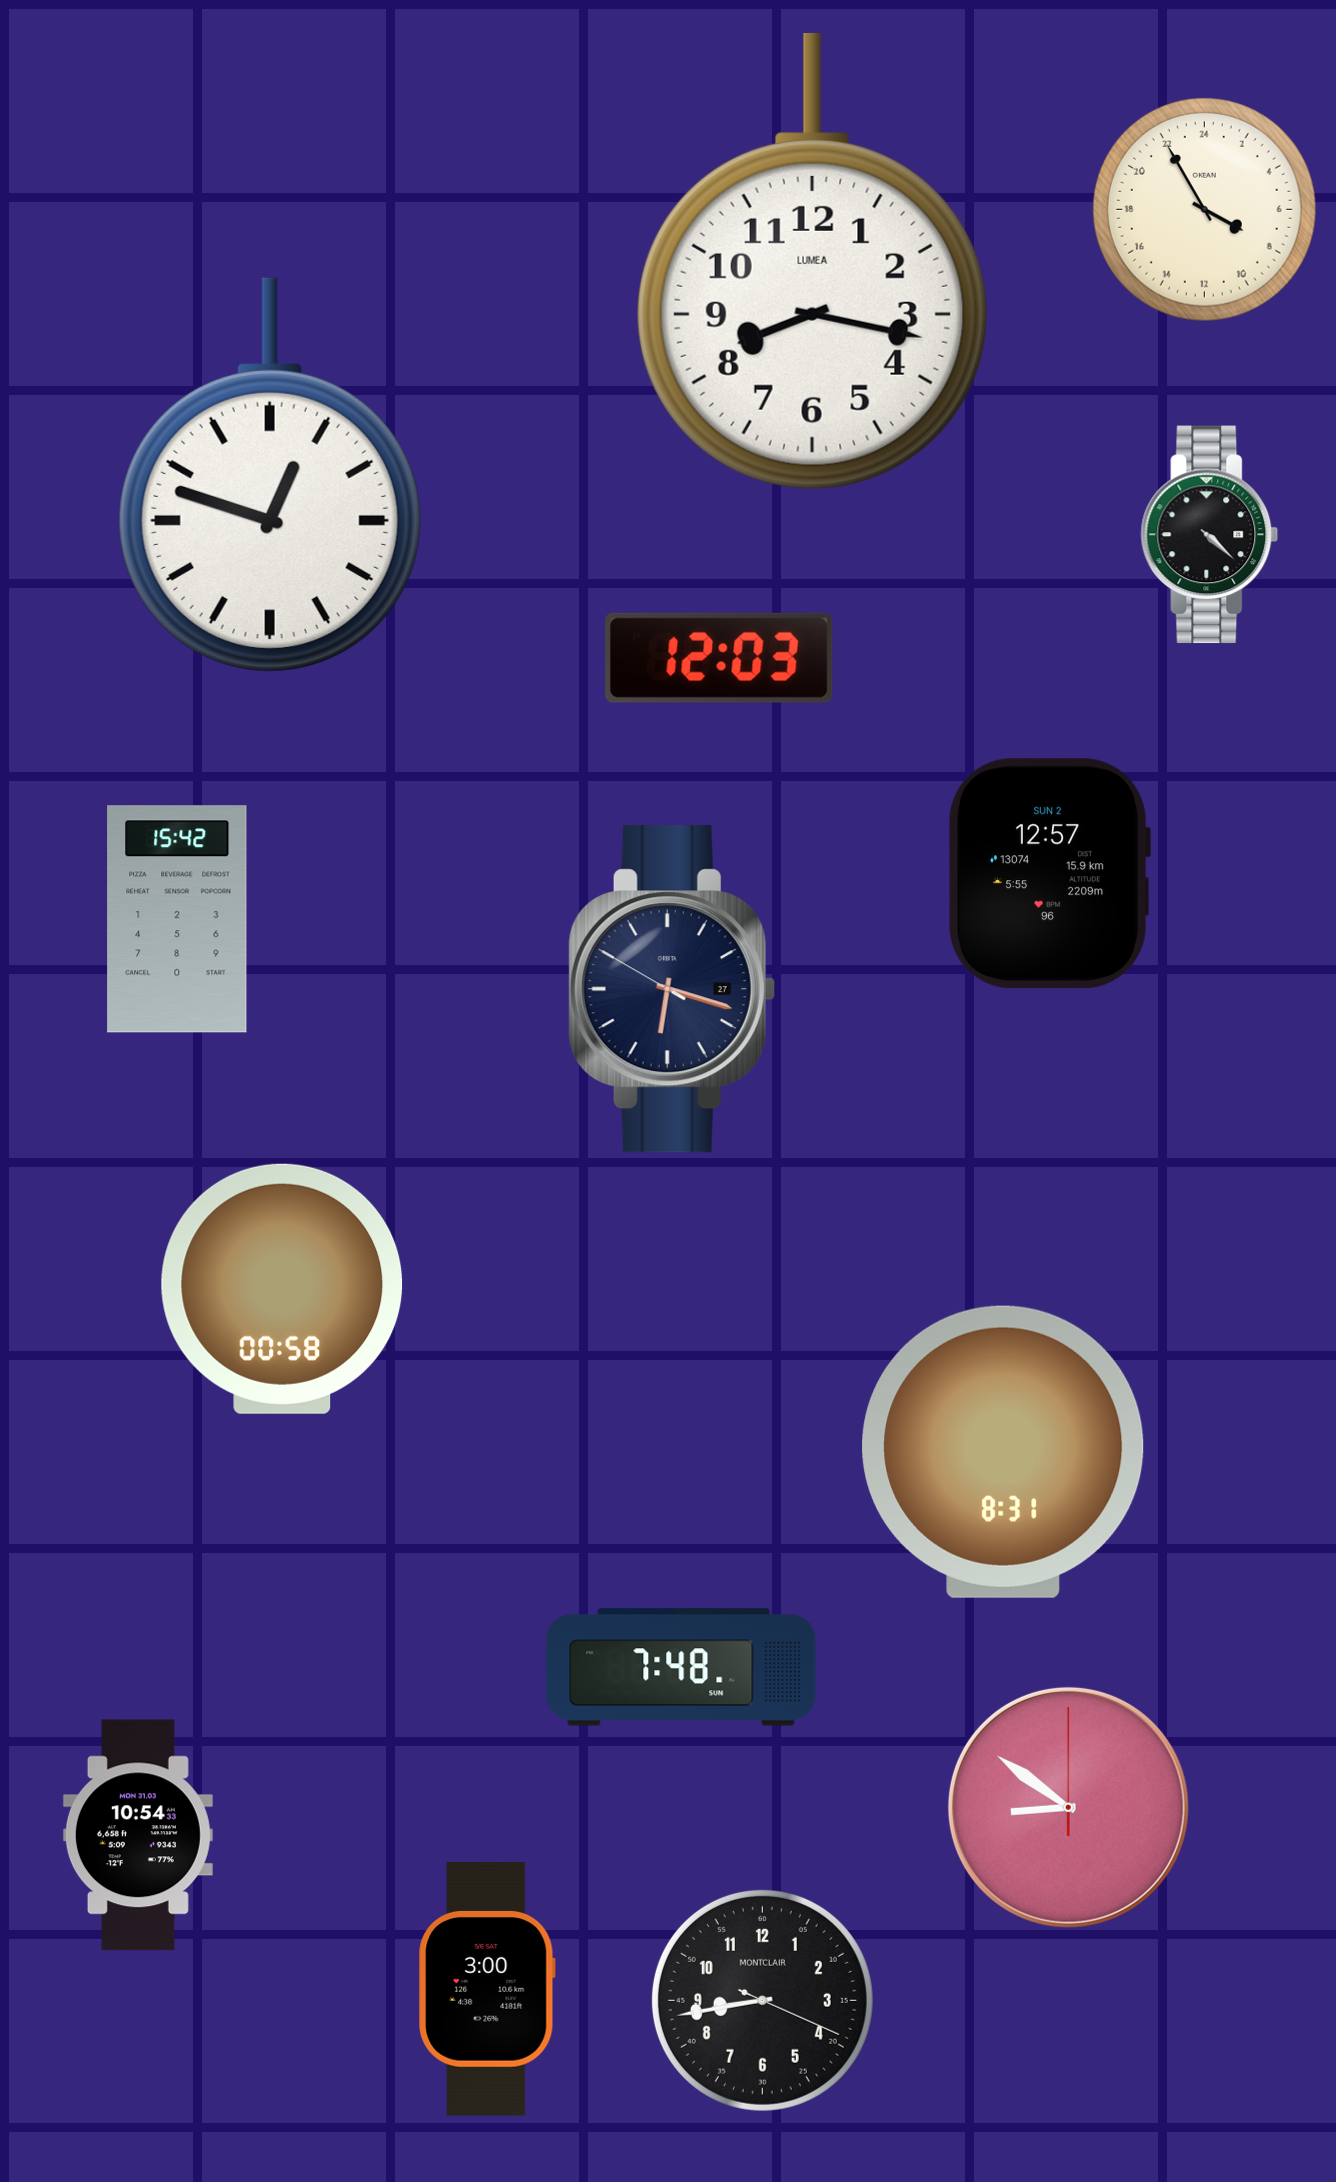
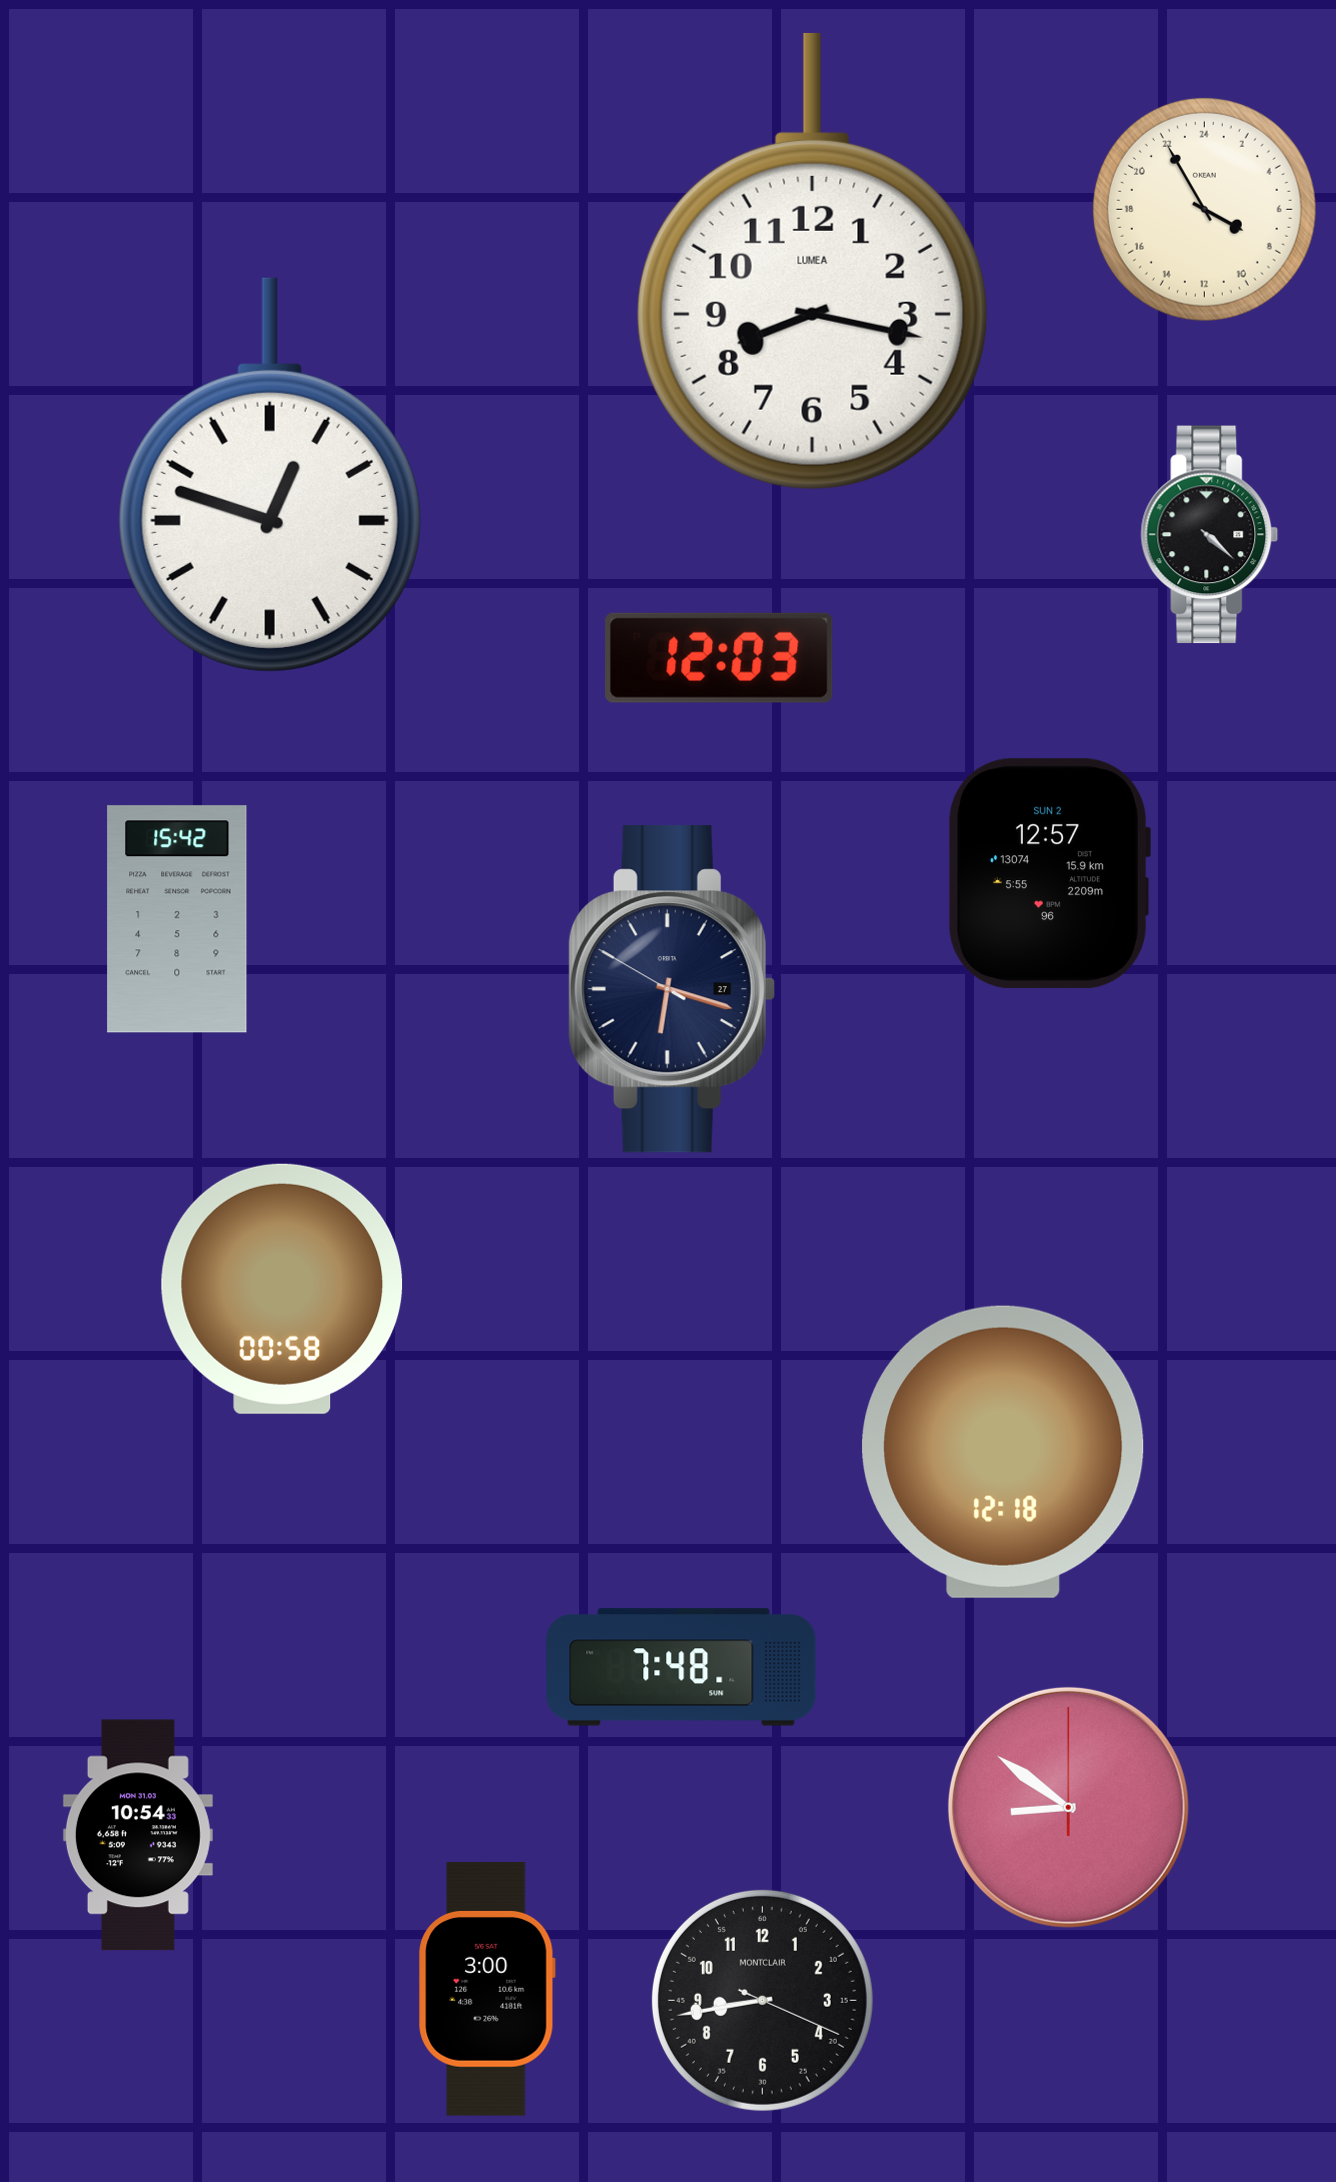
clock at (1003, 1452): 8:31 -> 12:18
